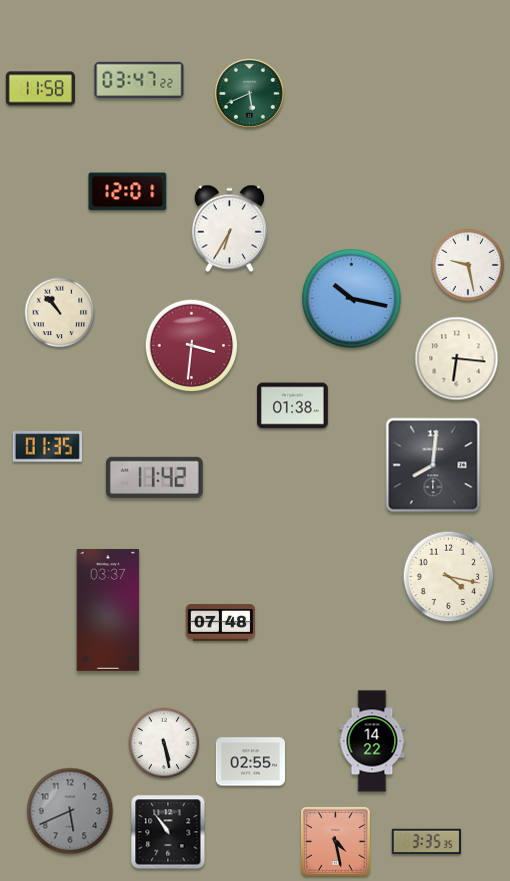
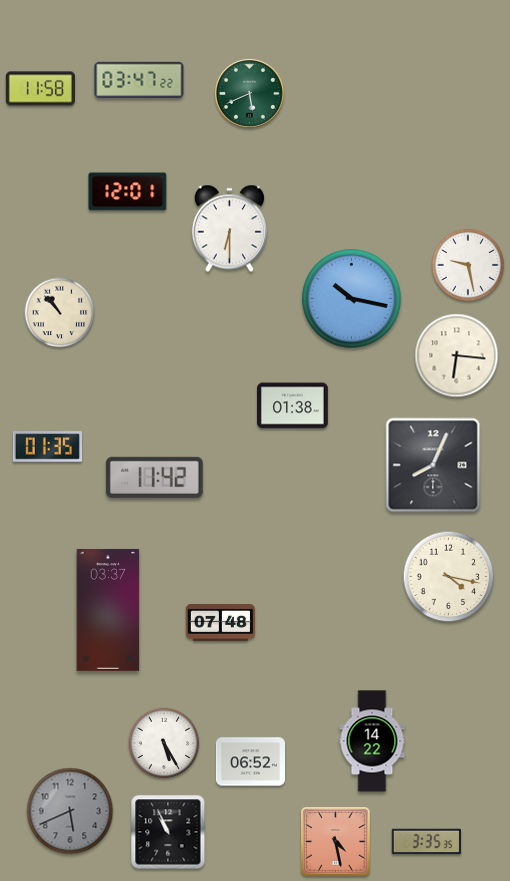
clock at (229, 229): 6:35 -> 6:30
clock at (192, 346): 3:31 -> none
clock at (457, 359) position: (457, 359) -> (457, 356)
clock at (433, 465): 8:01 -> 8:04
clock at (164, 743): 5:28 -> 5:25
clock at (250, 762): 02:55 -> 06:52
clock at (168, 832): 10:54 -> 10:56
